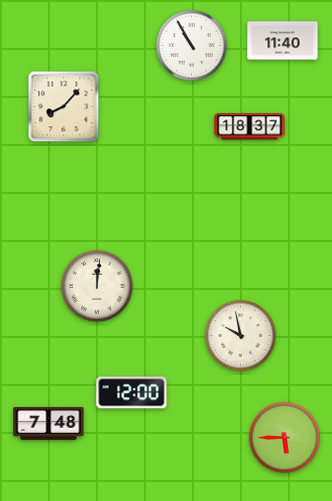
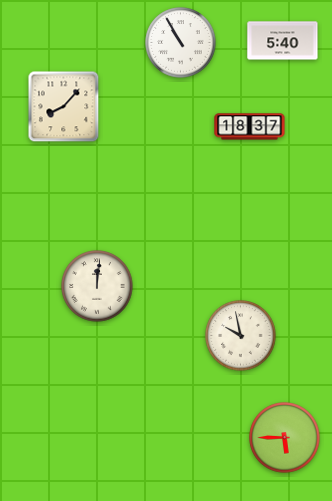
clock at (283, 41): 11:40 -> 5:40
clock at (192, 46) position: (192, 46) -> (181, 43)
clock at (132, 393): 12:00 -> none
clock at (49, 424): 7:48 -> none
